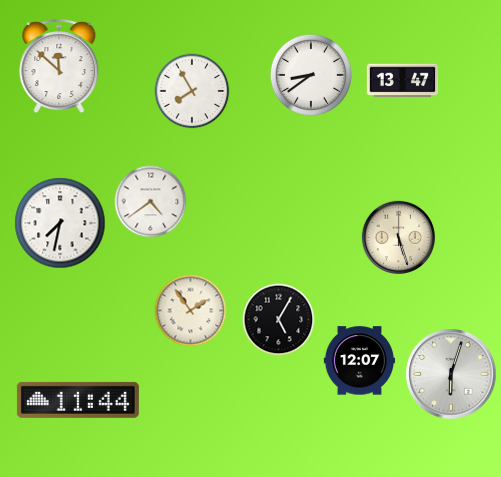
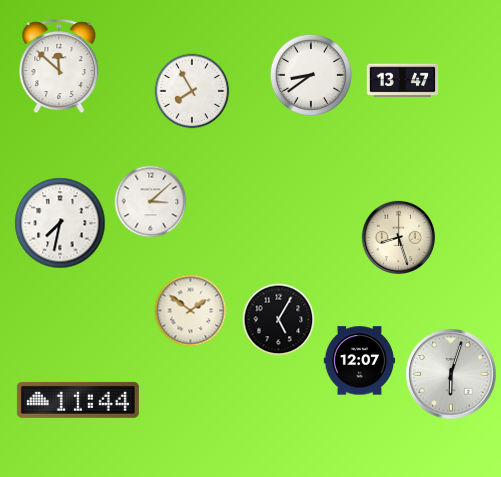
clock at (151, 202): 4:39 -> 3:08
clock at (398, 237): 5:27 -> 8:27
clock at (191, 311): 1:54 -> 1:51
